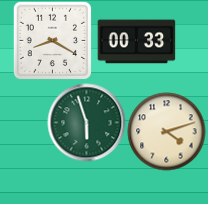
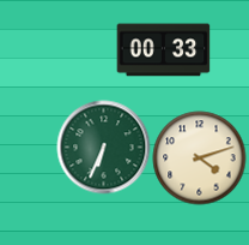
clock at (52, 40): 8:20 -> none
clock at (86, 122): 5:57 -> 6:34
